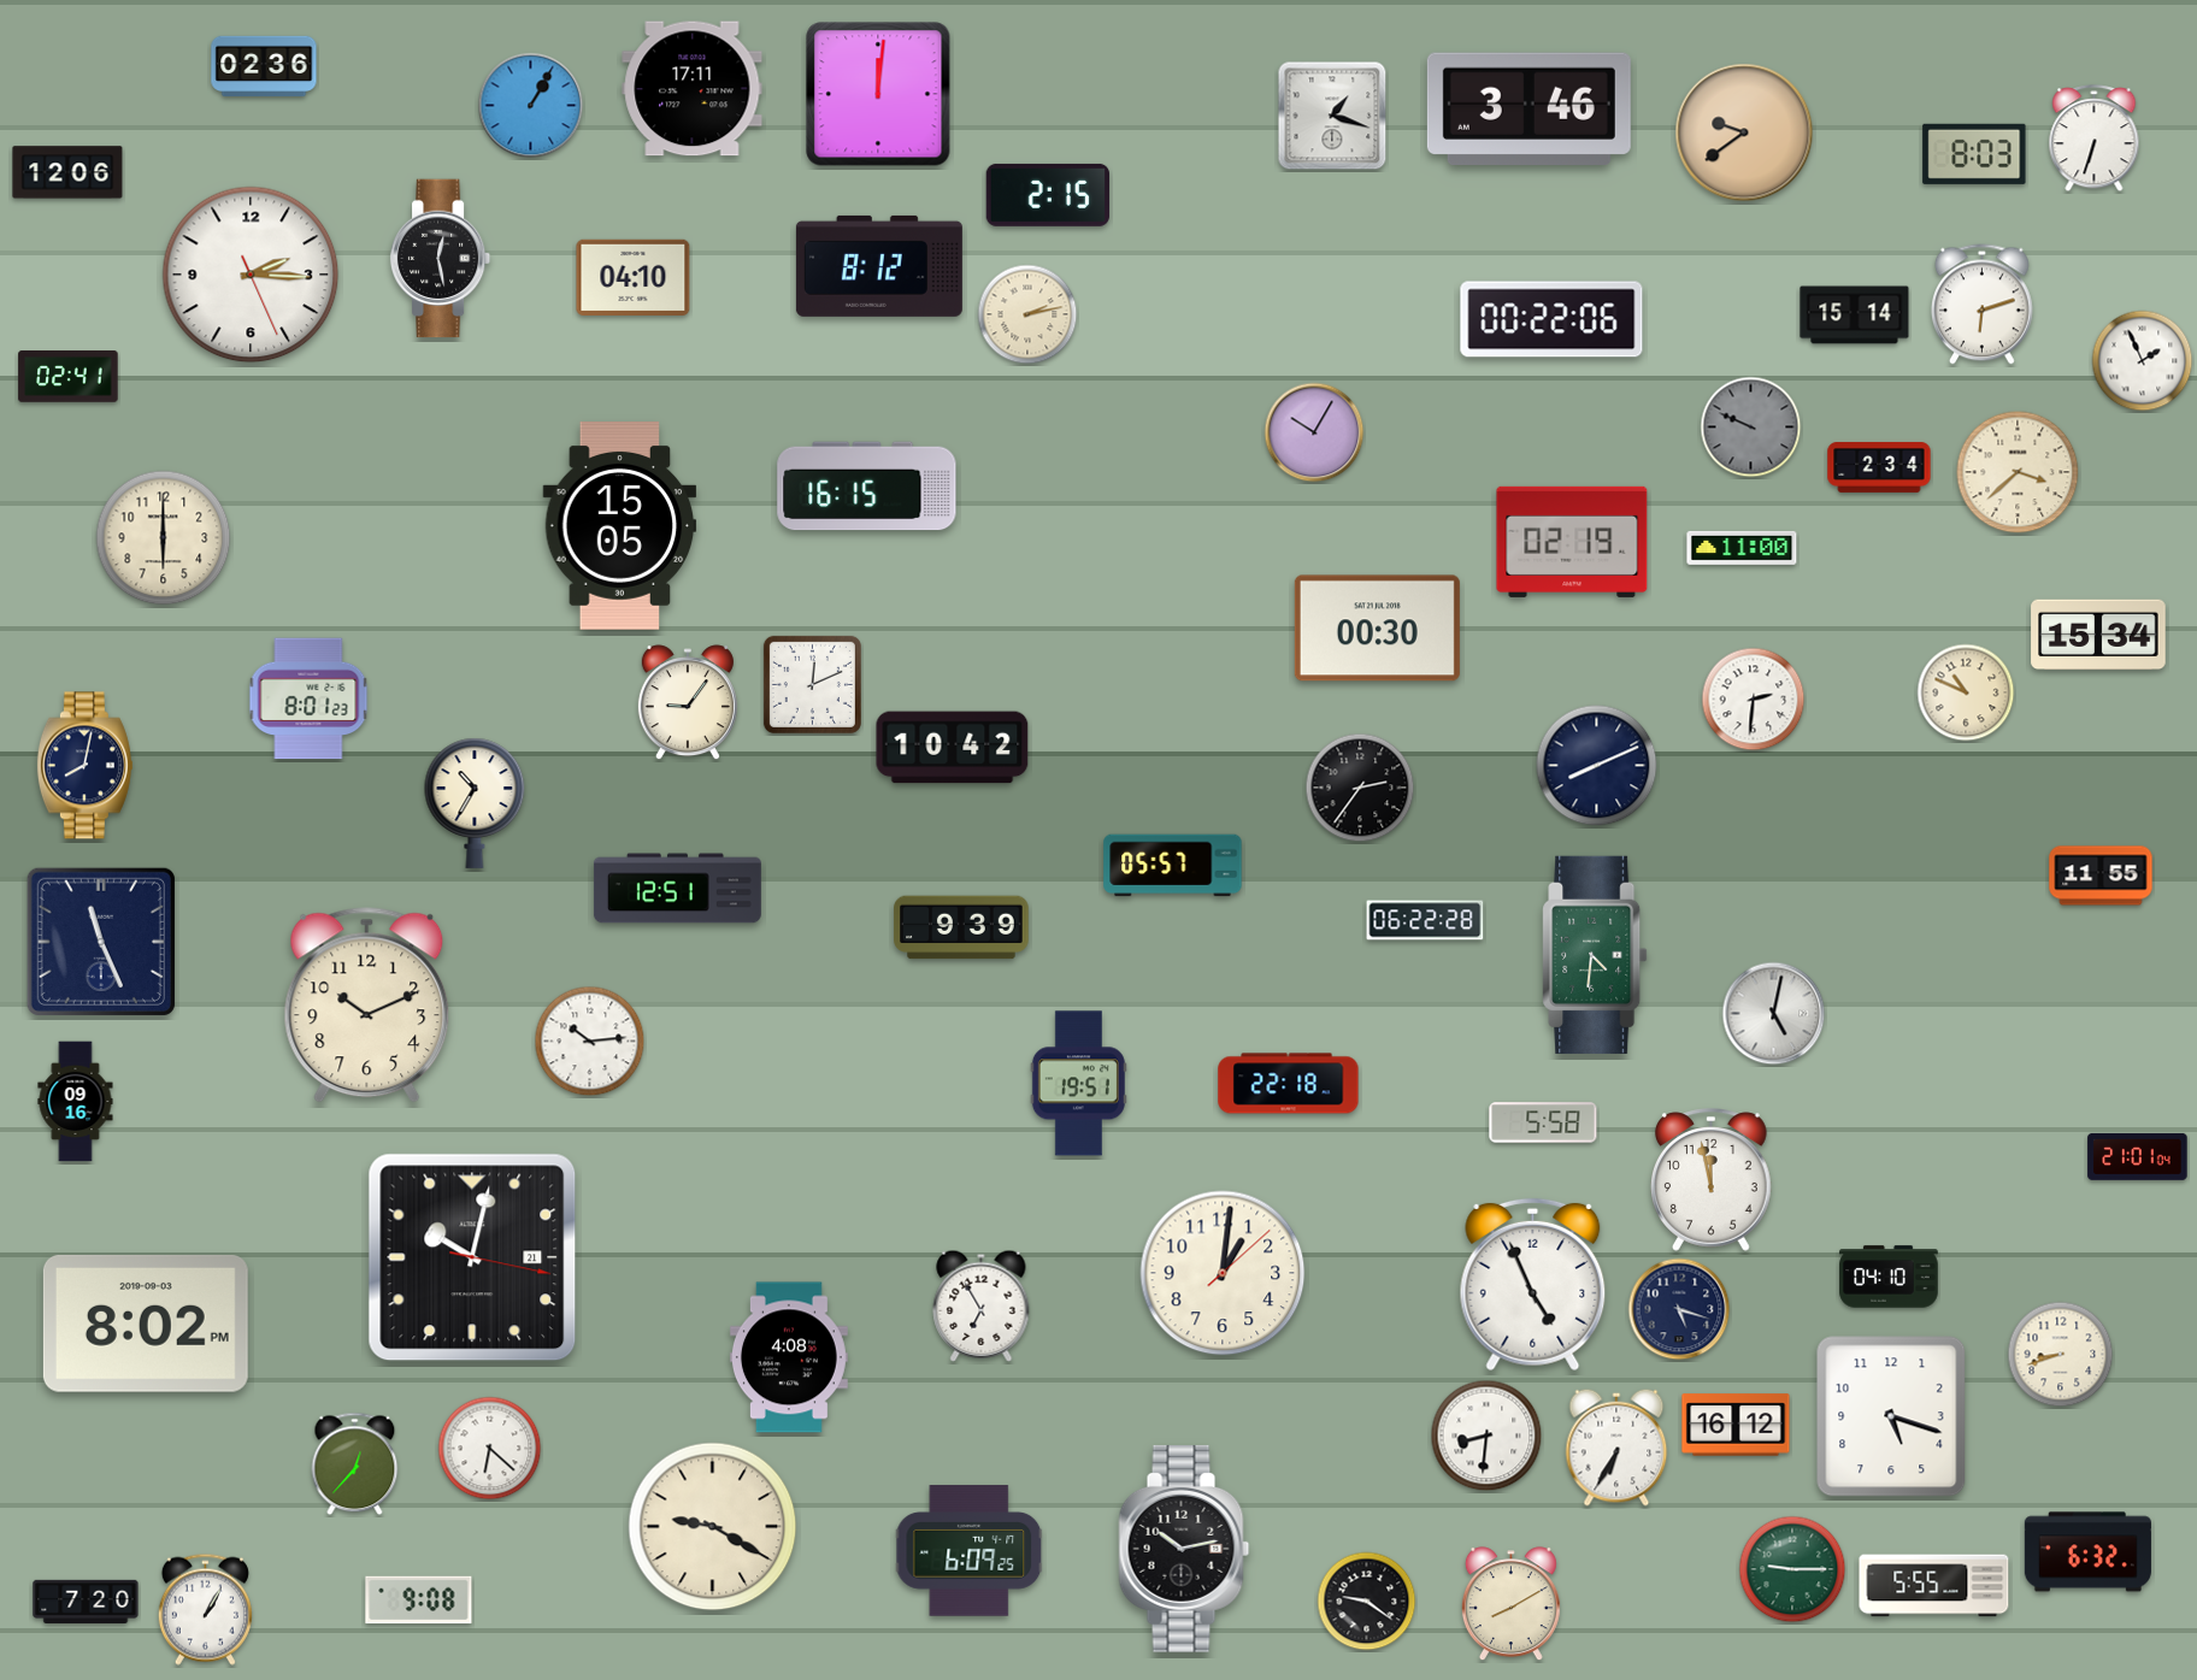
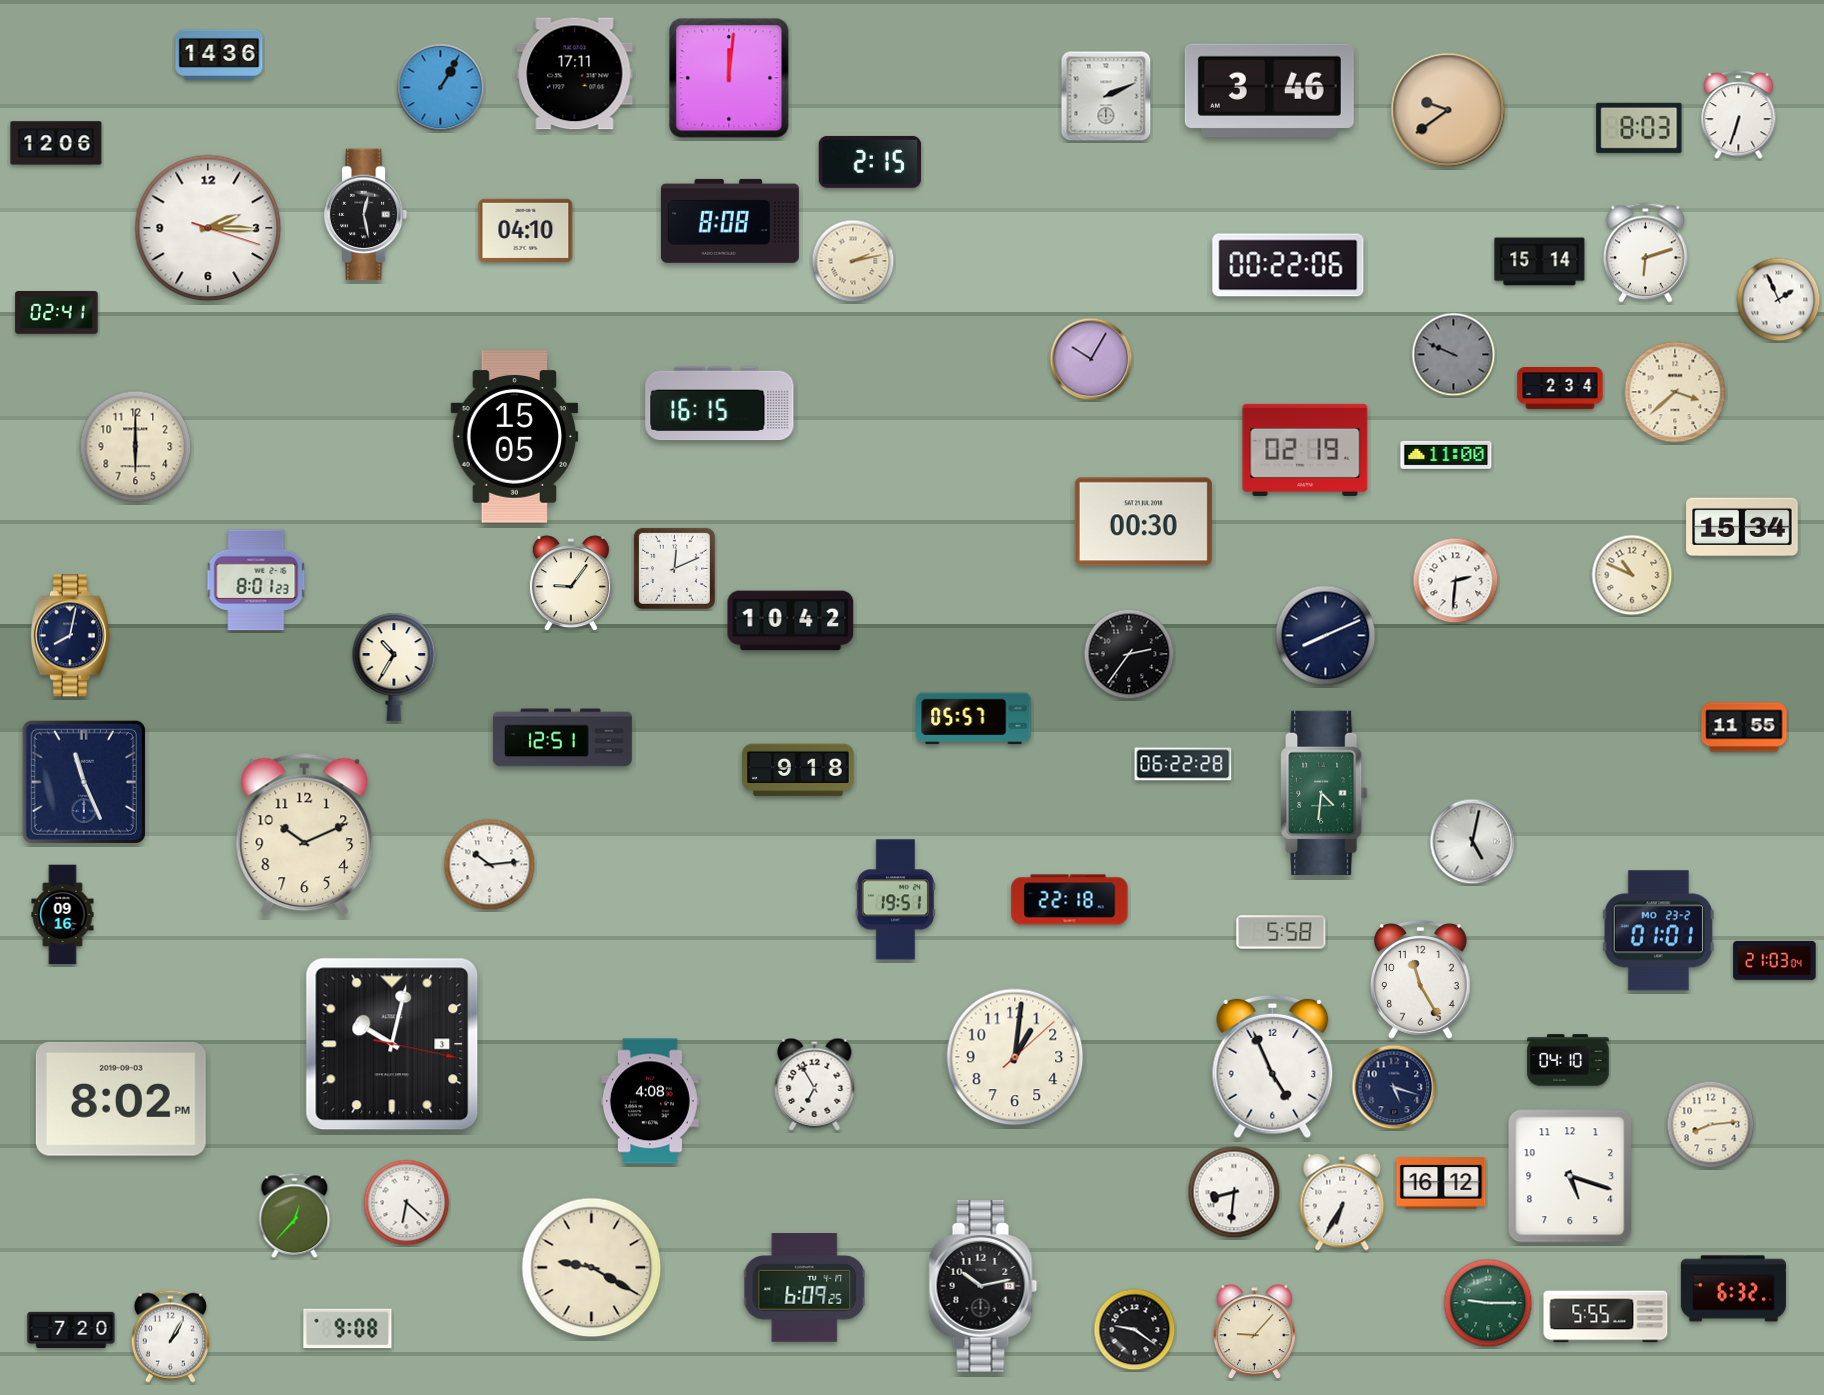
clock at (264, 66): 02:36 -> 14:36
clock at (1332, 116): 1:18 -> 2:11
clock at (879, 266): 8:12 -> 8:08
clock at (251, 275): 2:15:26 -> 2:15:18
clock at (961, 927): 9:39 -> 9:18
clock at (1658, 931): none -> 01:01
clock at (2138, 1156): 21:01 -> 21:03
clock at (1712, 1180): 11:58 -> 11:25
clock at (472, 1257) date: 21 -> 3
clock at (2061, 1355): 8:42 -> 8:14
clock at (789, 1357) position: (789, 1357) -> (650, 1101)
clock at (1510, 1604): 8:10 -> 9:07
